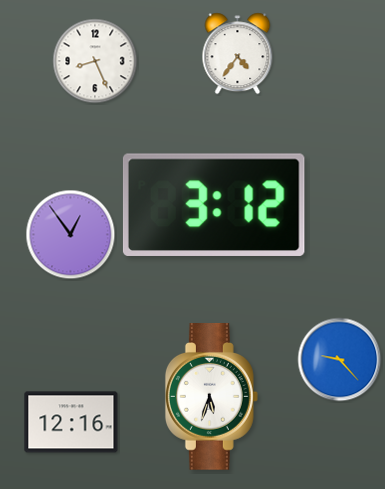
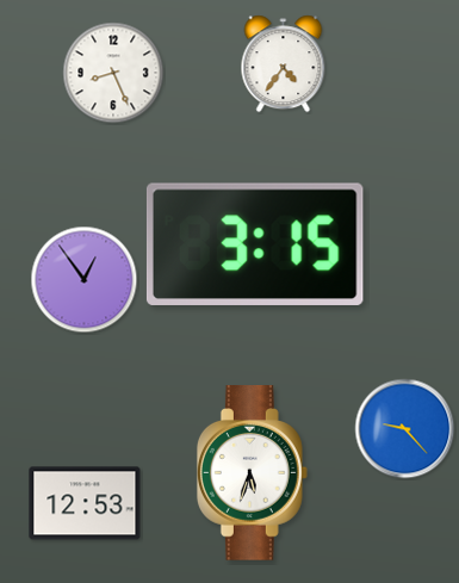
clock at (214, 205): 3:12 -> 3:15
clock at (71, 422): 12:16 -> 12:53
